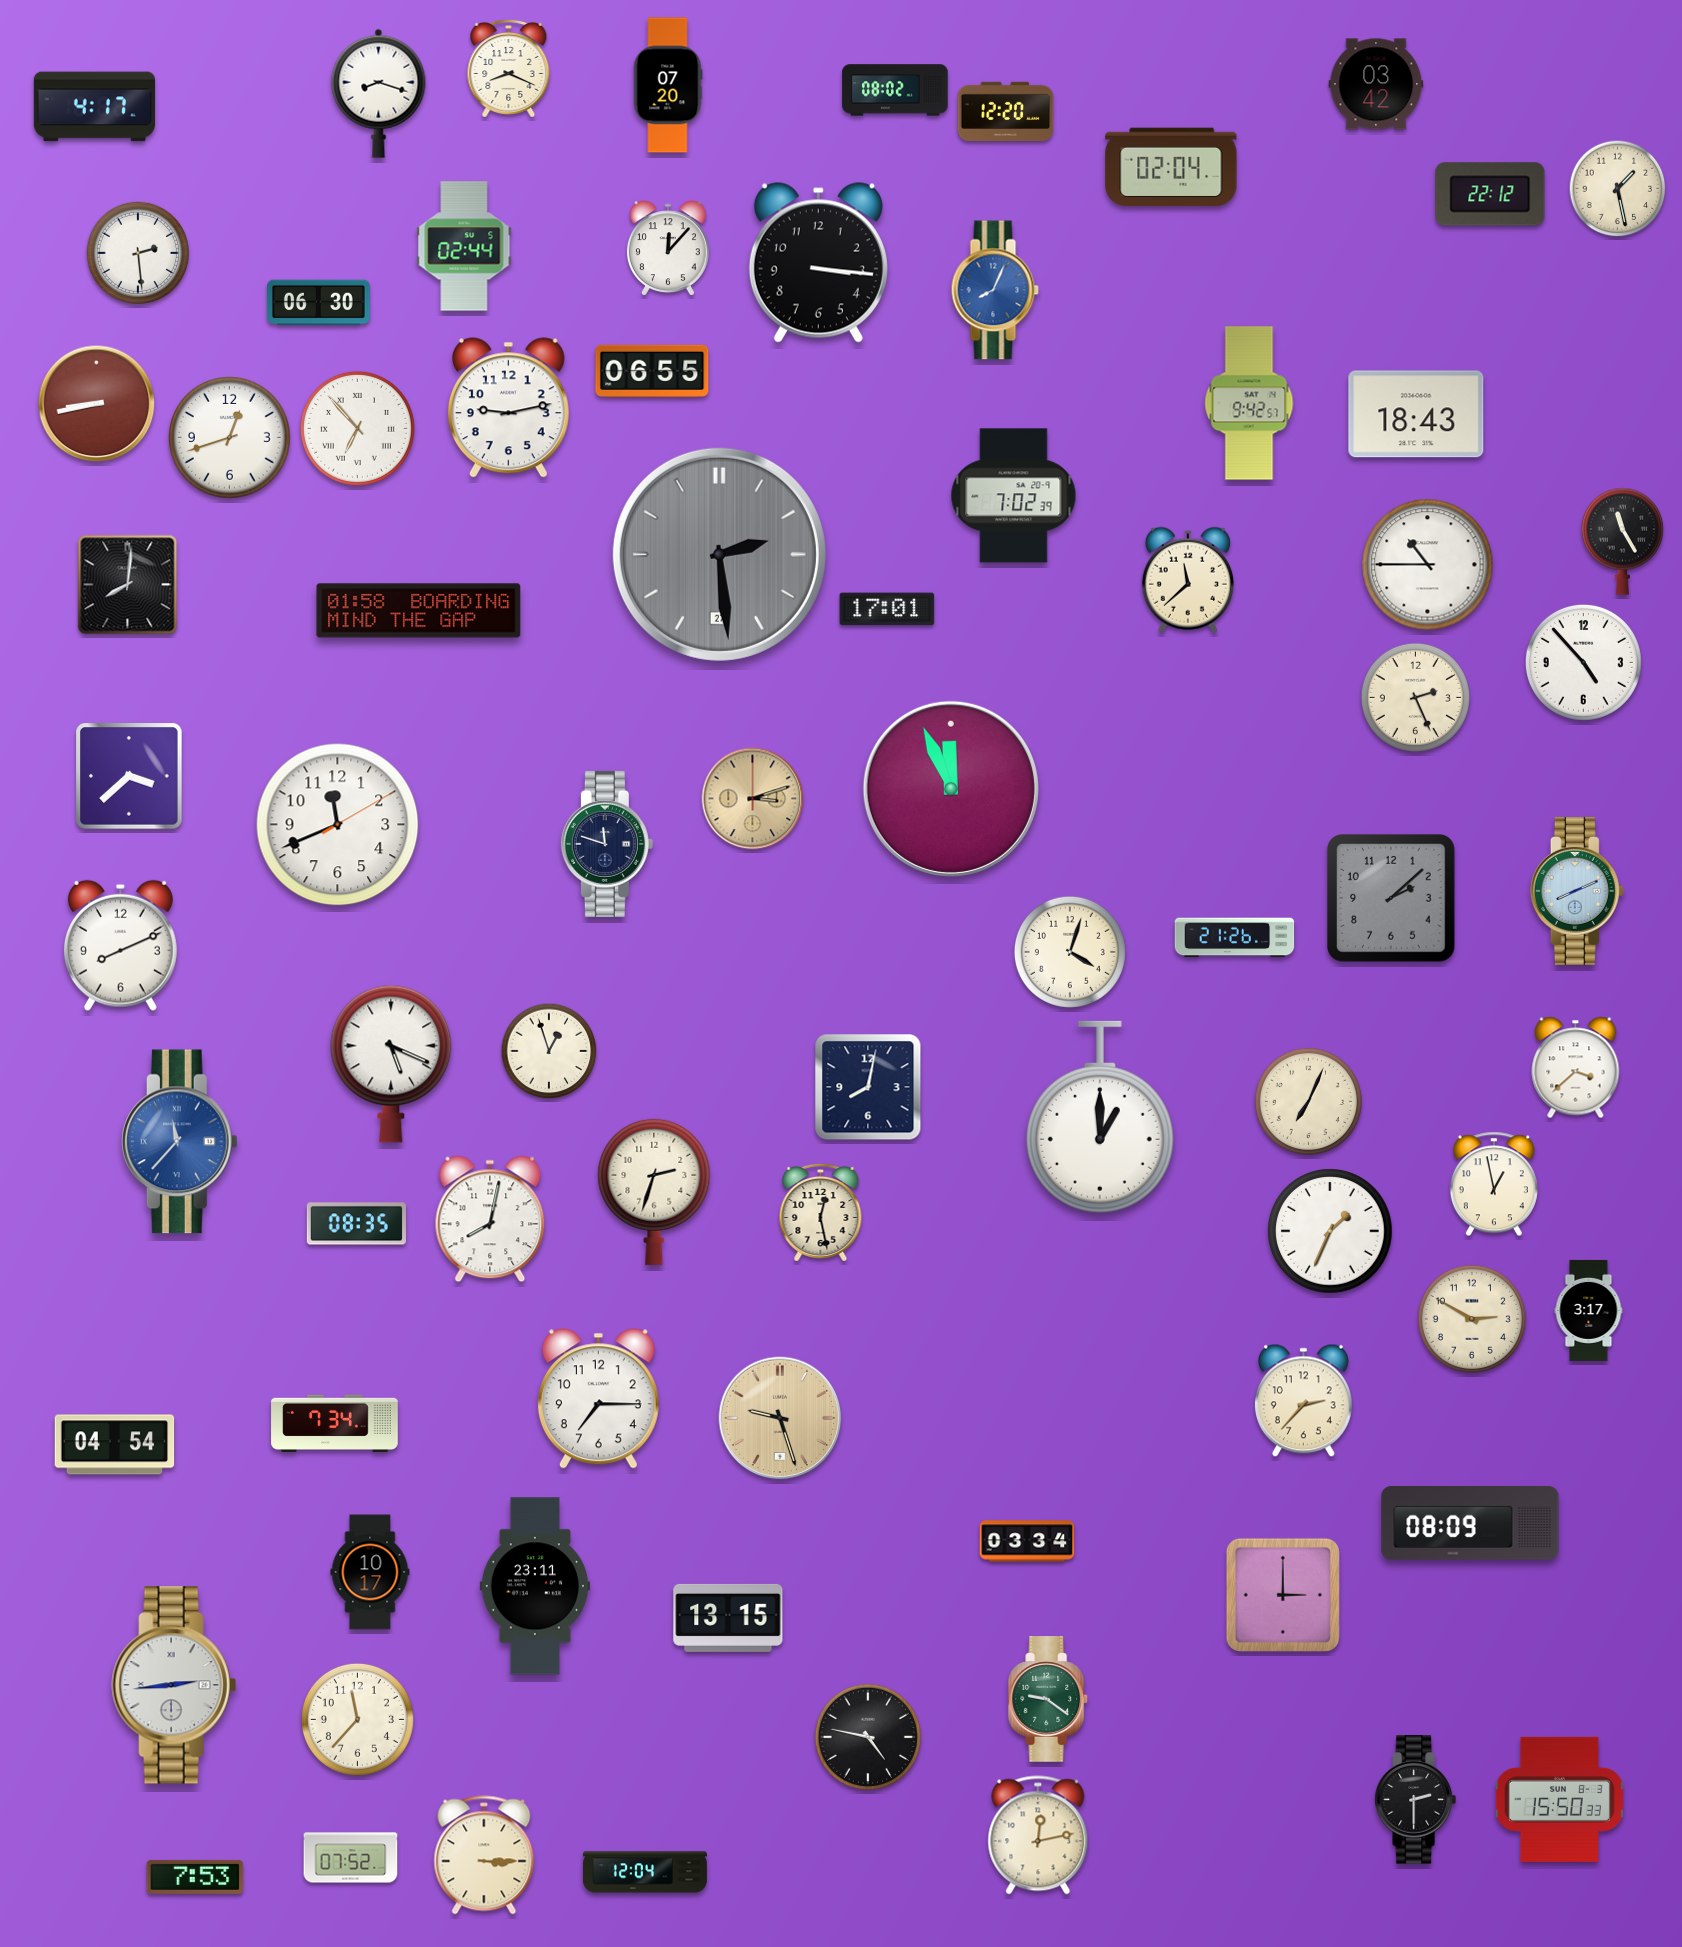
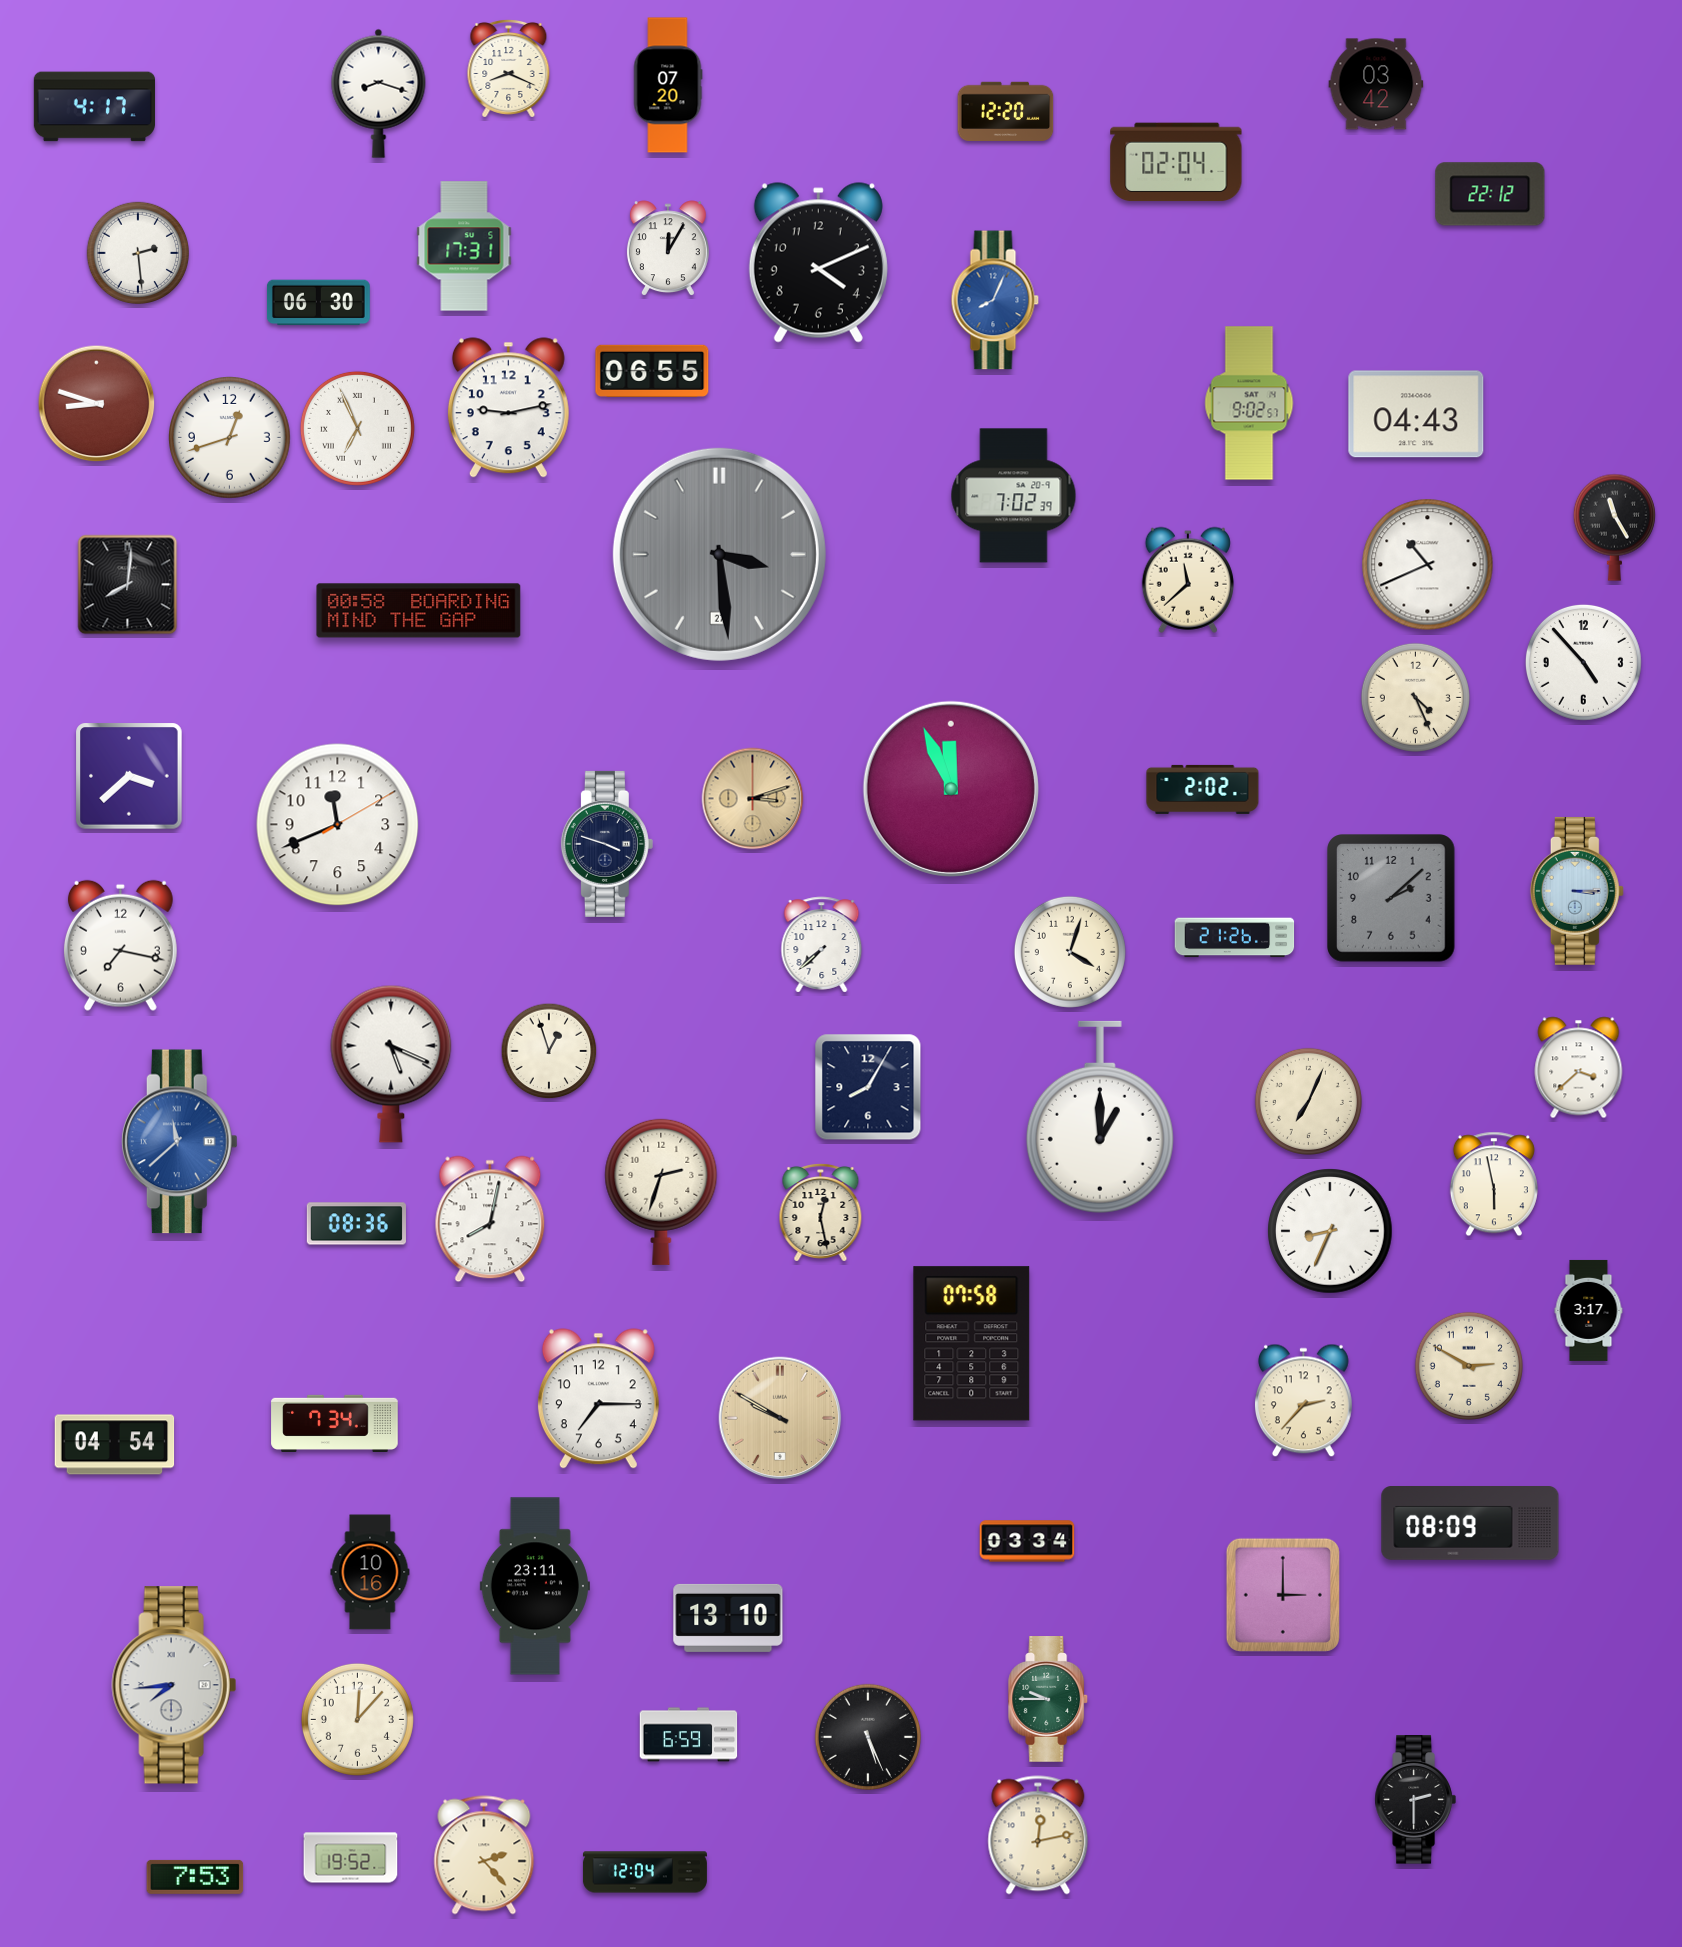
clock at (895, 90): 08:02 -> none
clock at (1171, 167) position: (1171, 167) -> (1176, 162)
clock at (1618, 189): 1:28 -> none
clock at (464, 246): 02:44 -> 17:31
clock at (668, 249): 12:07 -> 12:05
clock at (818, 263): 3:16 -> 4:11
clock at (995, 290) position: (995, 290) -> (995, 300)
clock at (1249, 403): 9:42 -> 9:02
clock at (97, 404): 8:43 -> 8:48
clock at (1416, 414): 18:43 -> 04:43
clock at (357, 428): 6:53 -> 6:56
clock at (1622, 541) position: (1622, 541) -> (1614, 527)
clock at (719, 554): 2:29 -> 3:29
clock at (1428, 565): 10:45 -> 10:41
clock at (887, 609): 17:01 -> none
clock at (419, 611): 01:58 -> 00:58
clock at (1415, 697): 2:26 -> 4:26
clock at (1203, 789): none -> 2:02
clock at (607, 844): 11:48 -> 3:48
clock at (1577, 891): 8:11 -> 3:15
clock at (120, 945): 8:11 -> 7:17
clock at (822, 945): none -> 7:38
clock at (1576, 1068) position: (1576, 1068) -> (1579, 1068)
clock at (868, 1087): 8:02 -> 8:05
clock at (179, 1142): 11:37 -> 11:38
clock at (1494, 1184): 12:58 -> 5:58
clock at (654, 1192) position: (654, 1192) -> (661, 1192)
clock at (356, 1224): 08:35 -> 08:36
clock at (1330, 1231): 1:34 -> 8:34
clock at (1472, 1319) position: (1472, 1319) -> (1469, 1366)
clock at (972, 1344): none -> 07:58
clock at (780, 1418): 9:27 -> 9:50
clock at (370, 1572): 10:17 -> 10:16
clock at (728, 1618): 13:15 -> 13:10
clock at (174, 1685): 2:44 -> 7:44
clock at (1049, 1700): 9:21 -> 9:45
clock at (357, 1719): 11:37 -> 12:07
clock at (689, 1735): none -> 6:59
clock at (868, 1737): 4:47 -> 5:26
clock at (1559, 1799): 15:50 -> none
clock at (484, 1855): 3:15 -> 2:23
clock at (351, 1858): 07:52 -> 19:52
